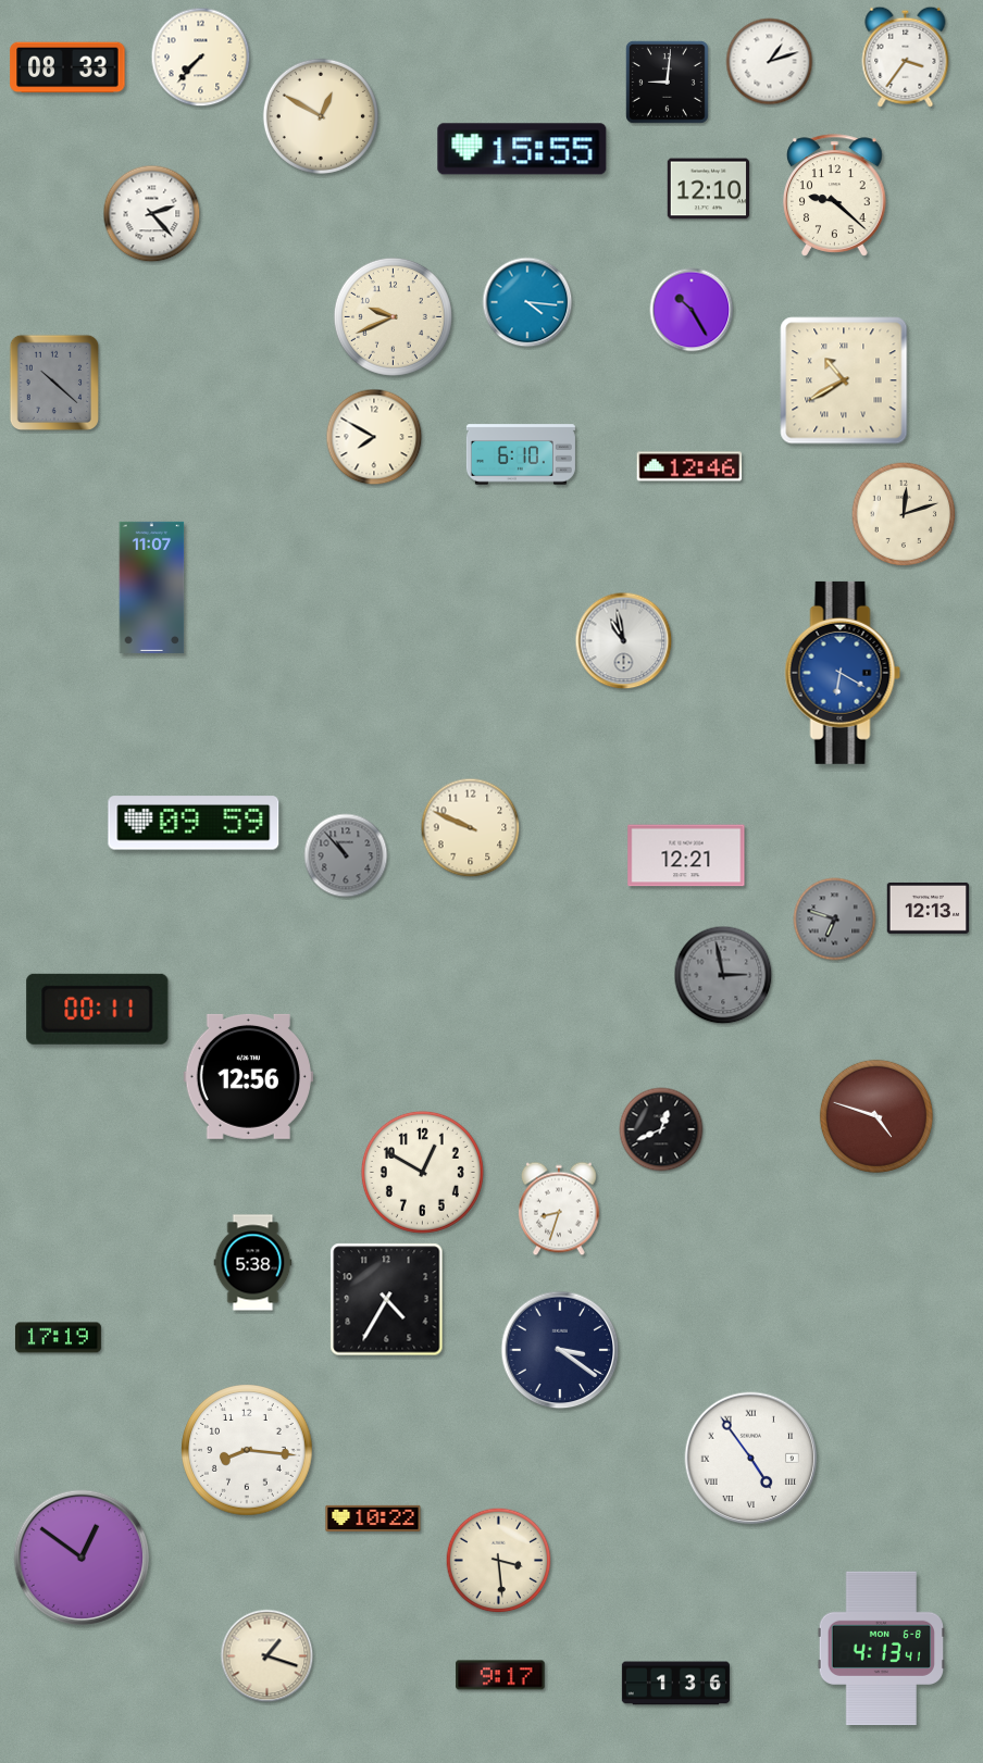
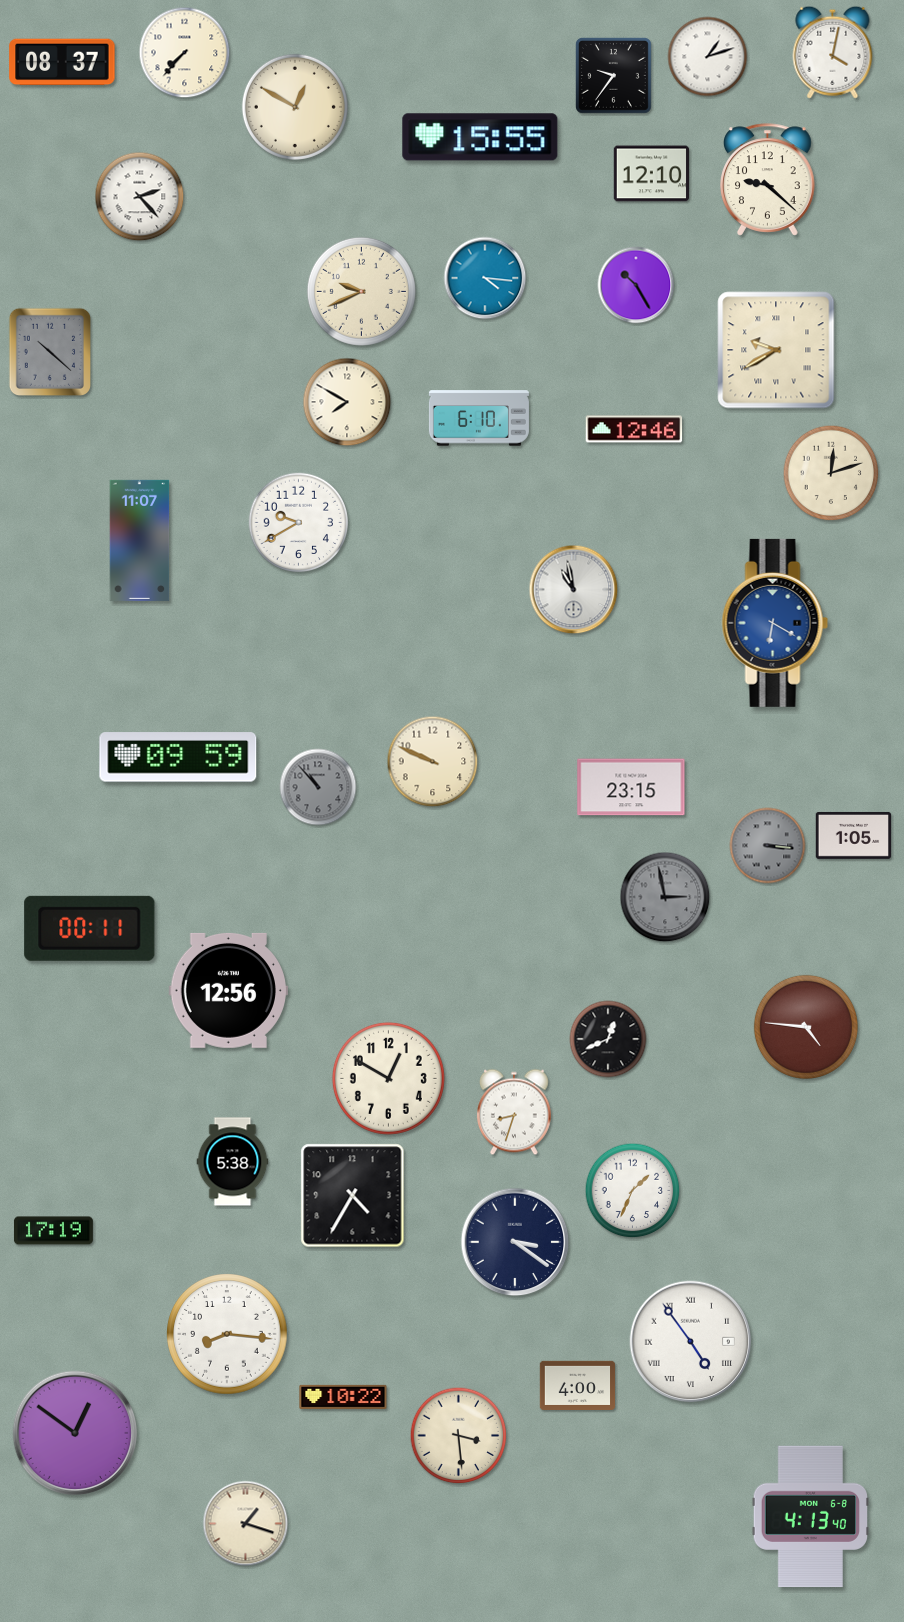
clock at (906, 57): 3:36 -> 4:02
clock at (67, 67): 08:33 -> 08:37
clock at (667, 82): 9:01 -> 9:36
clock at (844, 380): 10:40 -> 9:40
clock at (374, 437) position: (374, 437) -> (347, 402)
clock at (299, 523): none -> 9:40
clock at (843, 673) position: (843, 673) -> (775, 623)
clock at (686, 855): 12:21 -> 23:15
clock at (929, 908): 12:13 -> 1:05
clock at (835, 920): 6:48 -> 3:16
clock at (876, 1116): 4:48 -> 4:46
clock at (633, 1191): none -> 1:34
clock at (387, 1300) position: (387, 1300) -> (353, 1196)
clock at (578, 1385): none -> 4:00
clock at (881, 1649): 4:13:41 -> 4:13:40
clock at (500, 1675): 9:17 -> none
clock at (675, 1684): 1:36 -> none
